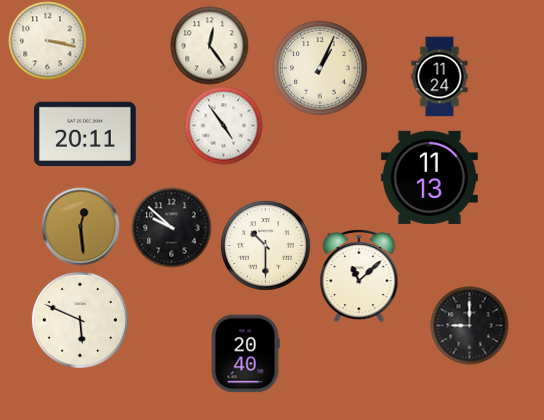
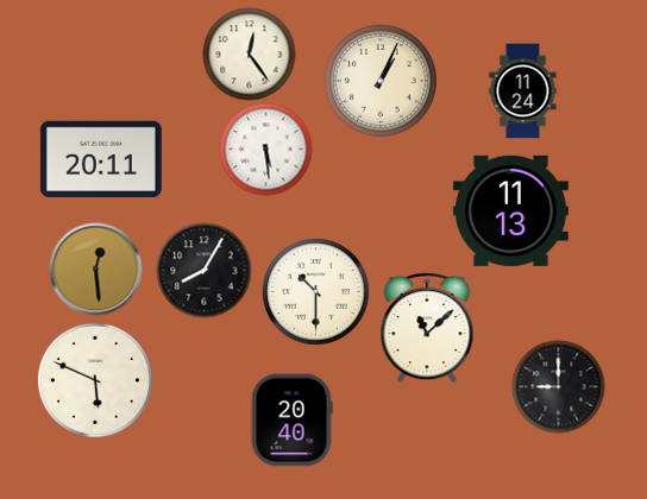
clock at (47, 40): 3:17 -> none
clock at (223, 125): 4:54 -> 5:29
clock at (171, 227): 9:52 -> 8:05
